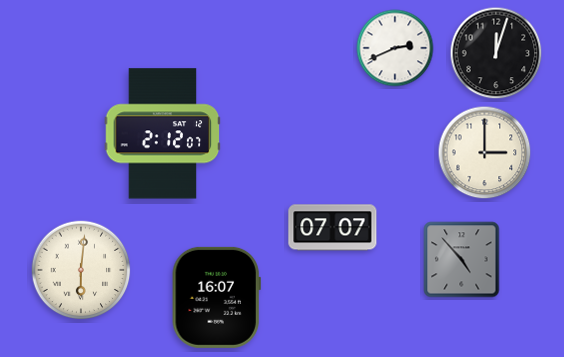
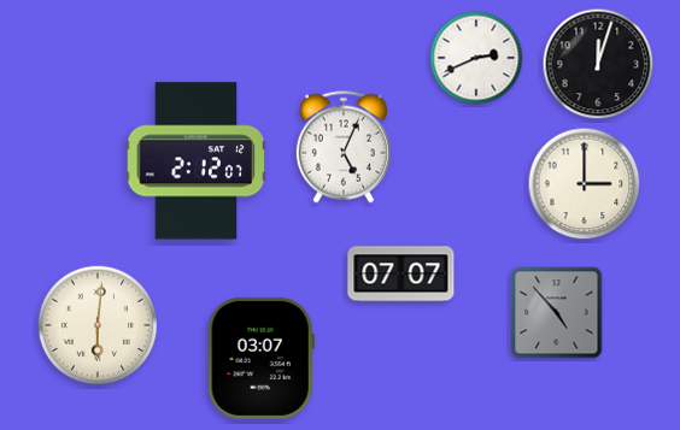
clock at (344, 147): none -> 5:04
clock at (216, 297): 16:07 -> 03:07
